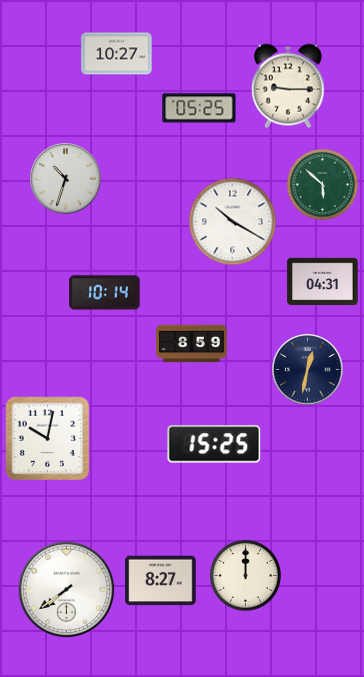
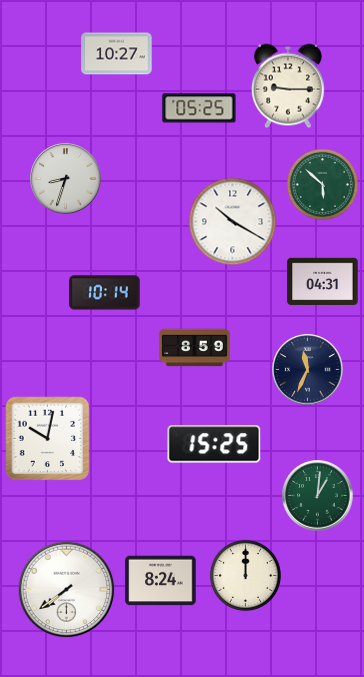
clock at (66, 179): 10:33 -> 8:33
clock at (192, 344) position: (192, 344) -> (195, 348)
clock at (308, 370): 12:32 -> 11:34
clock at (318, 496): none -> 1:01
clock at (161, 581): 8:27 -> 8:24
